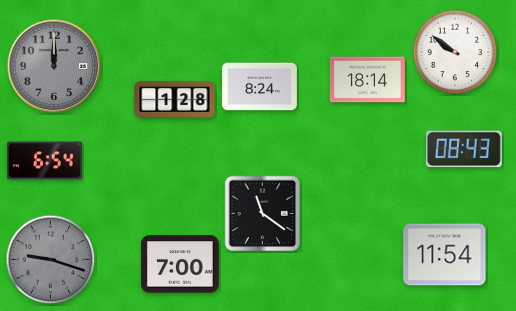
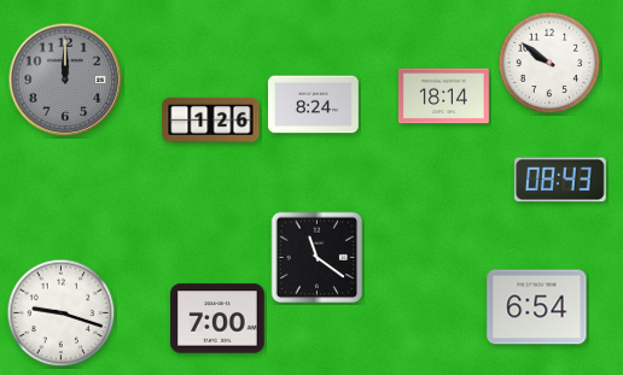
clock at (175, 99): 1:28 -> 1:26
clock at (44, 161): 6:54 -> none
clock at (445, 255): 11:54 -> 6:54
clock at (51, 260) dial: grey -> white
